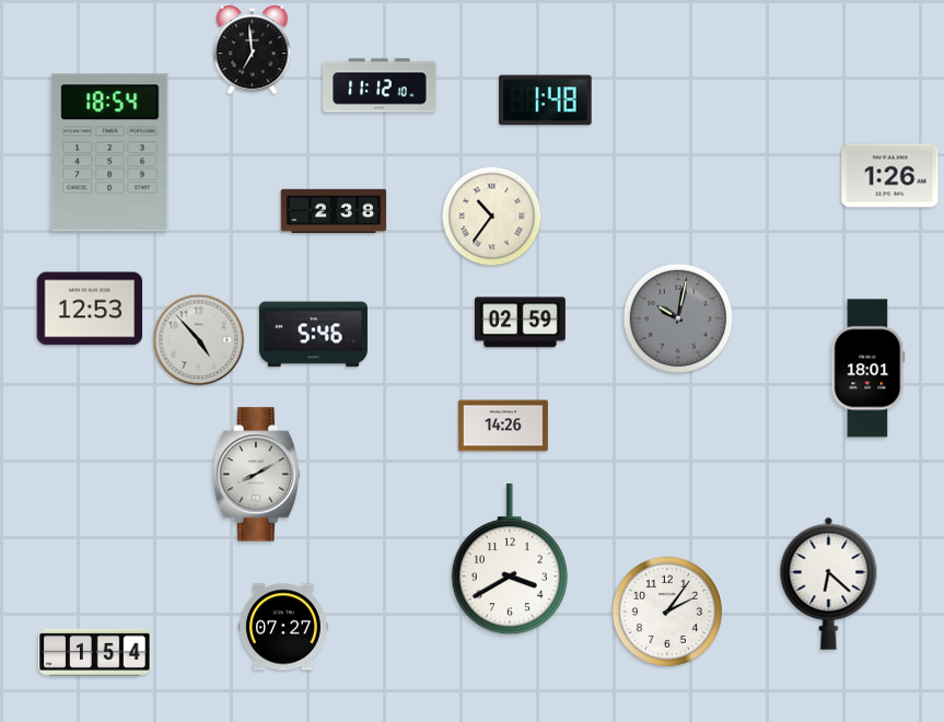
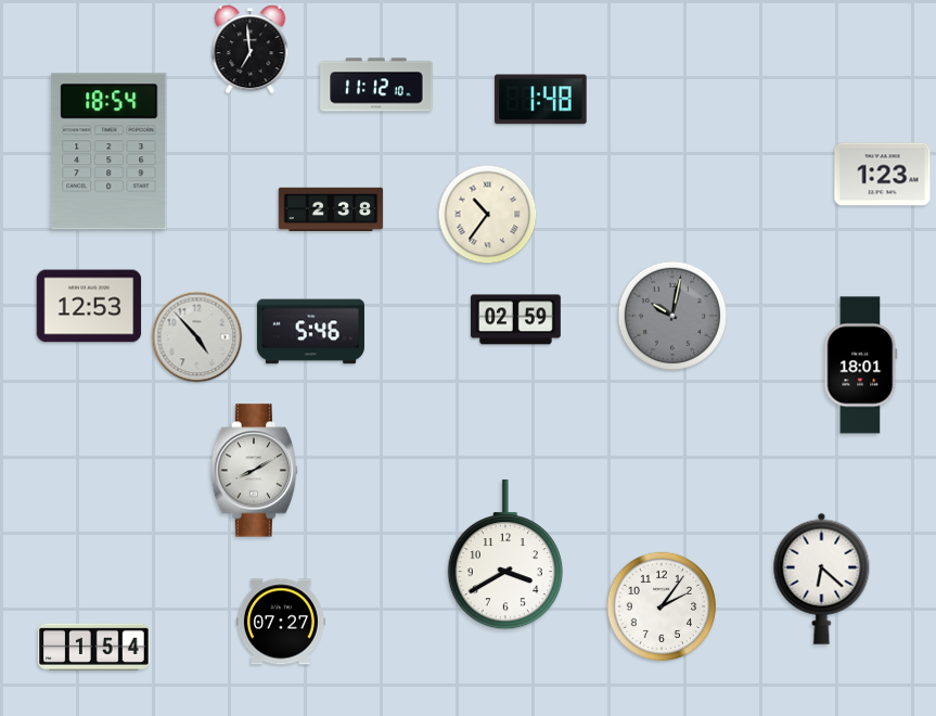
clock at (890, 176): 1:26 -> 1:23
clock at (503, 426): 14:26 -> none
